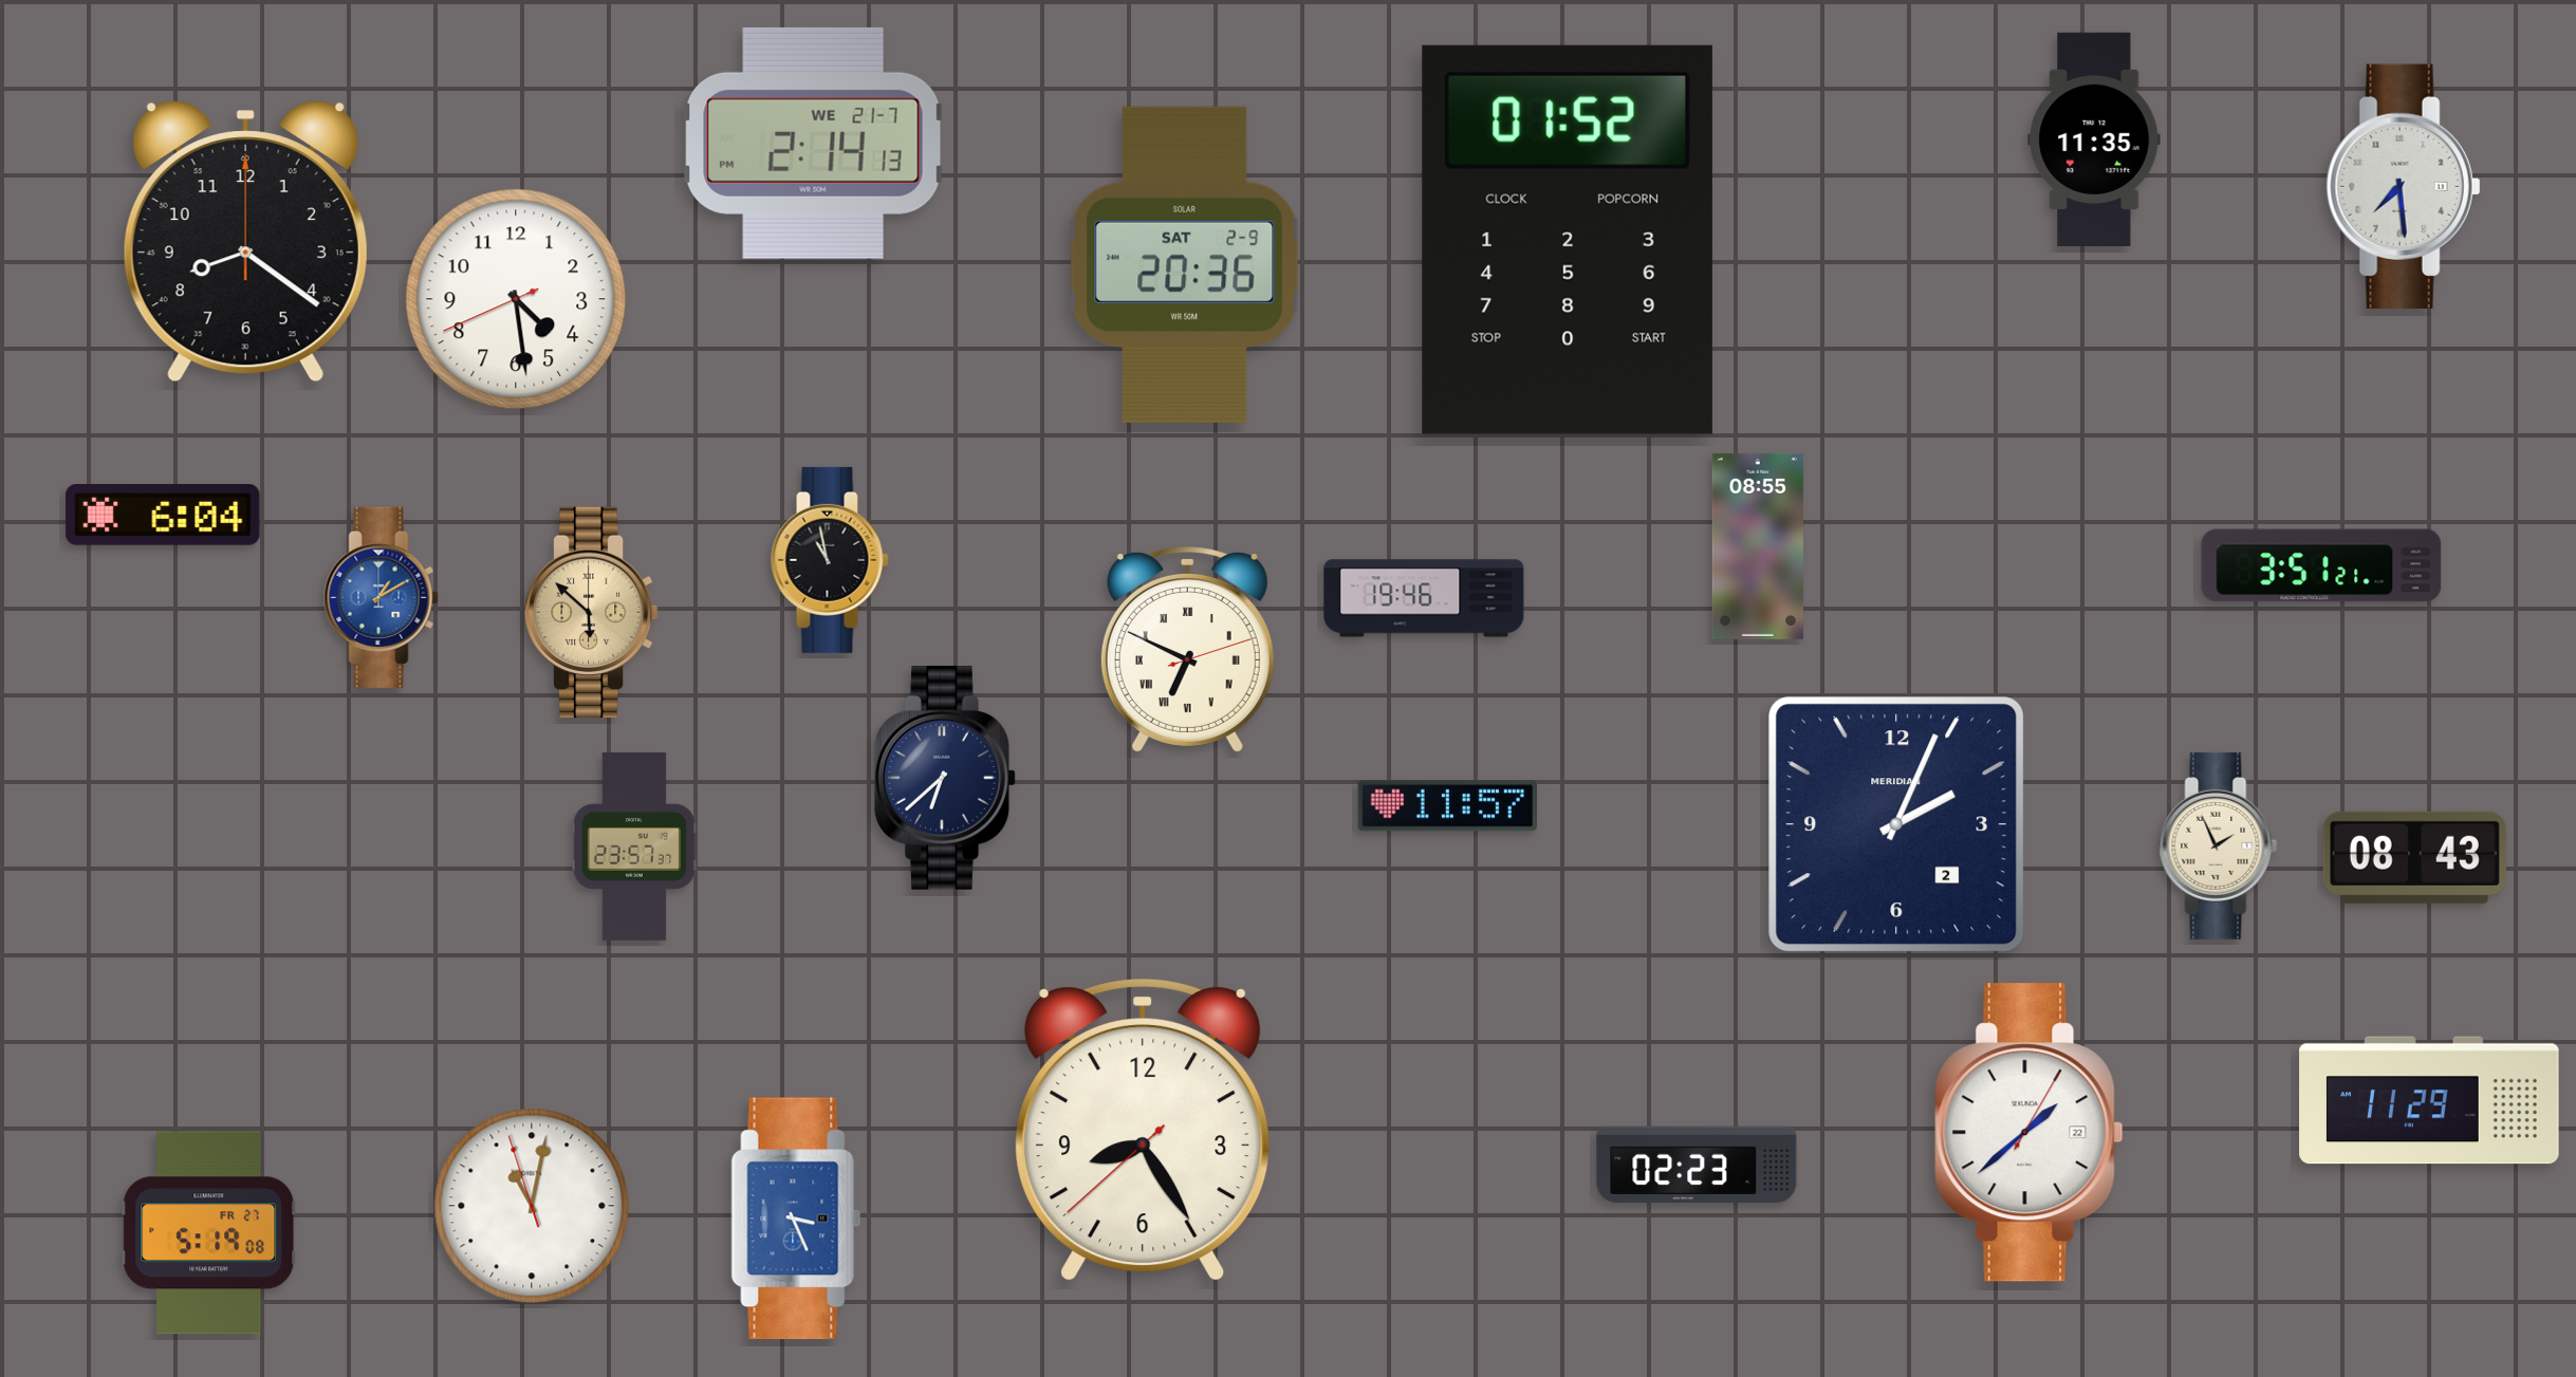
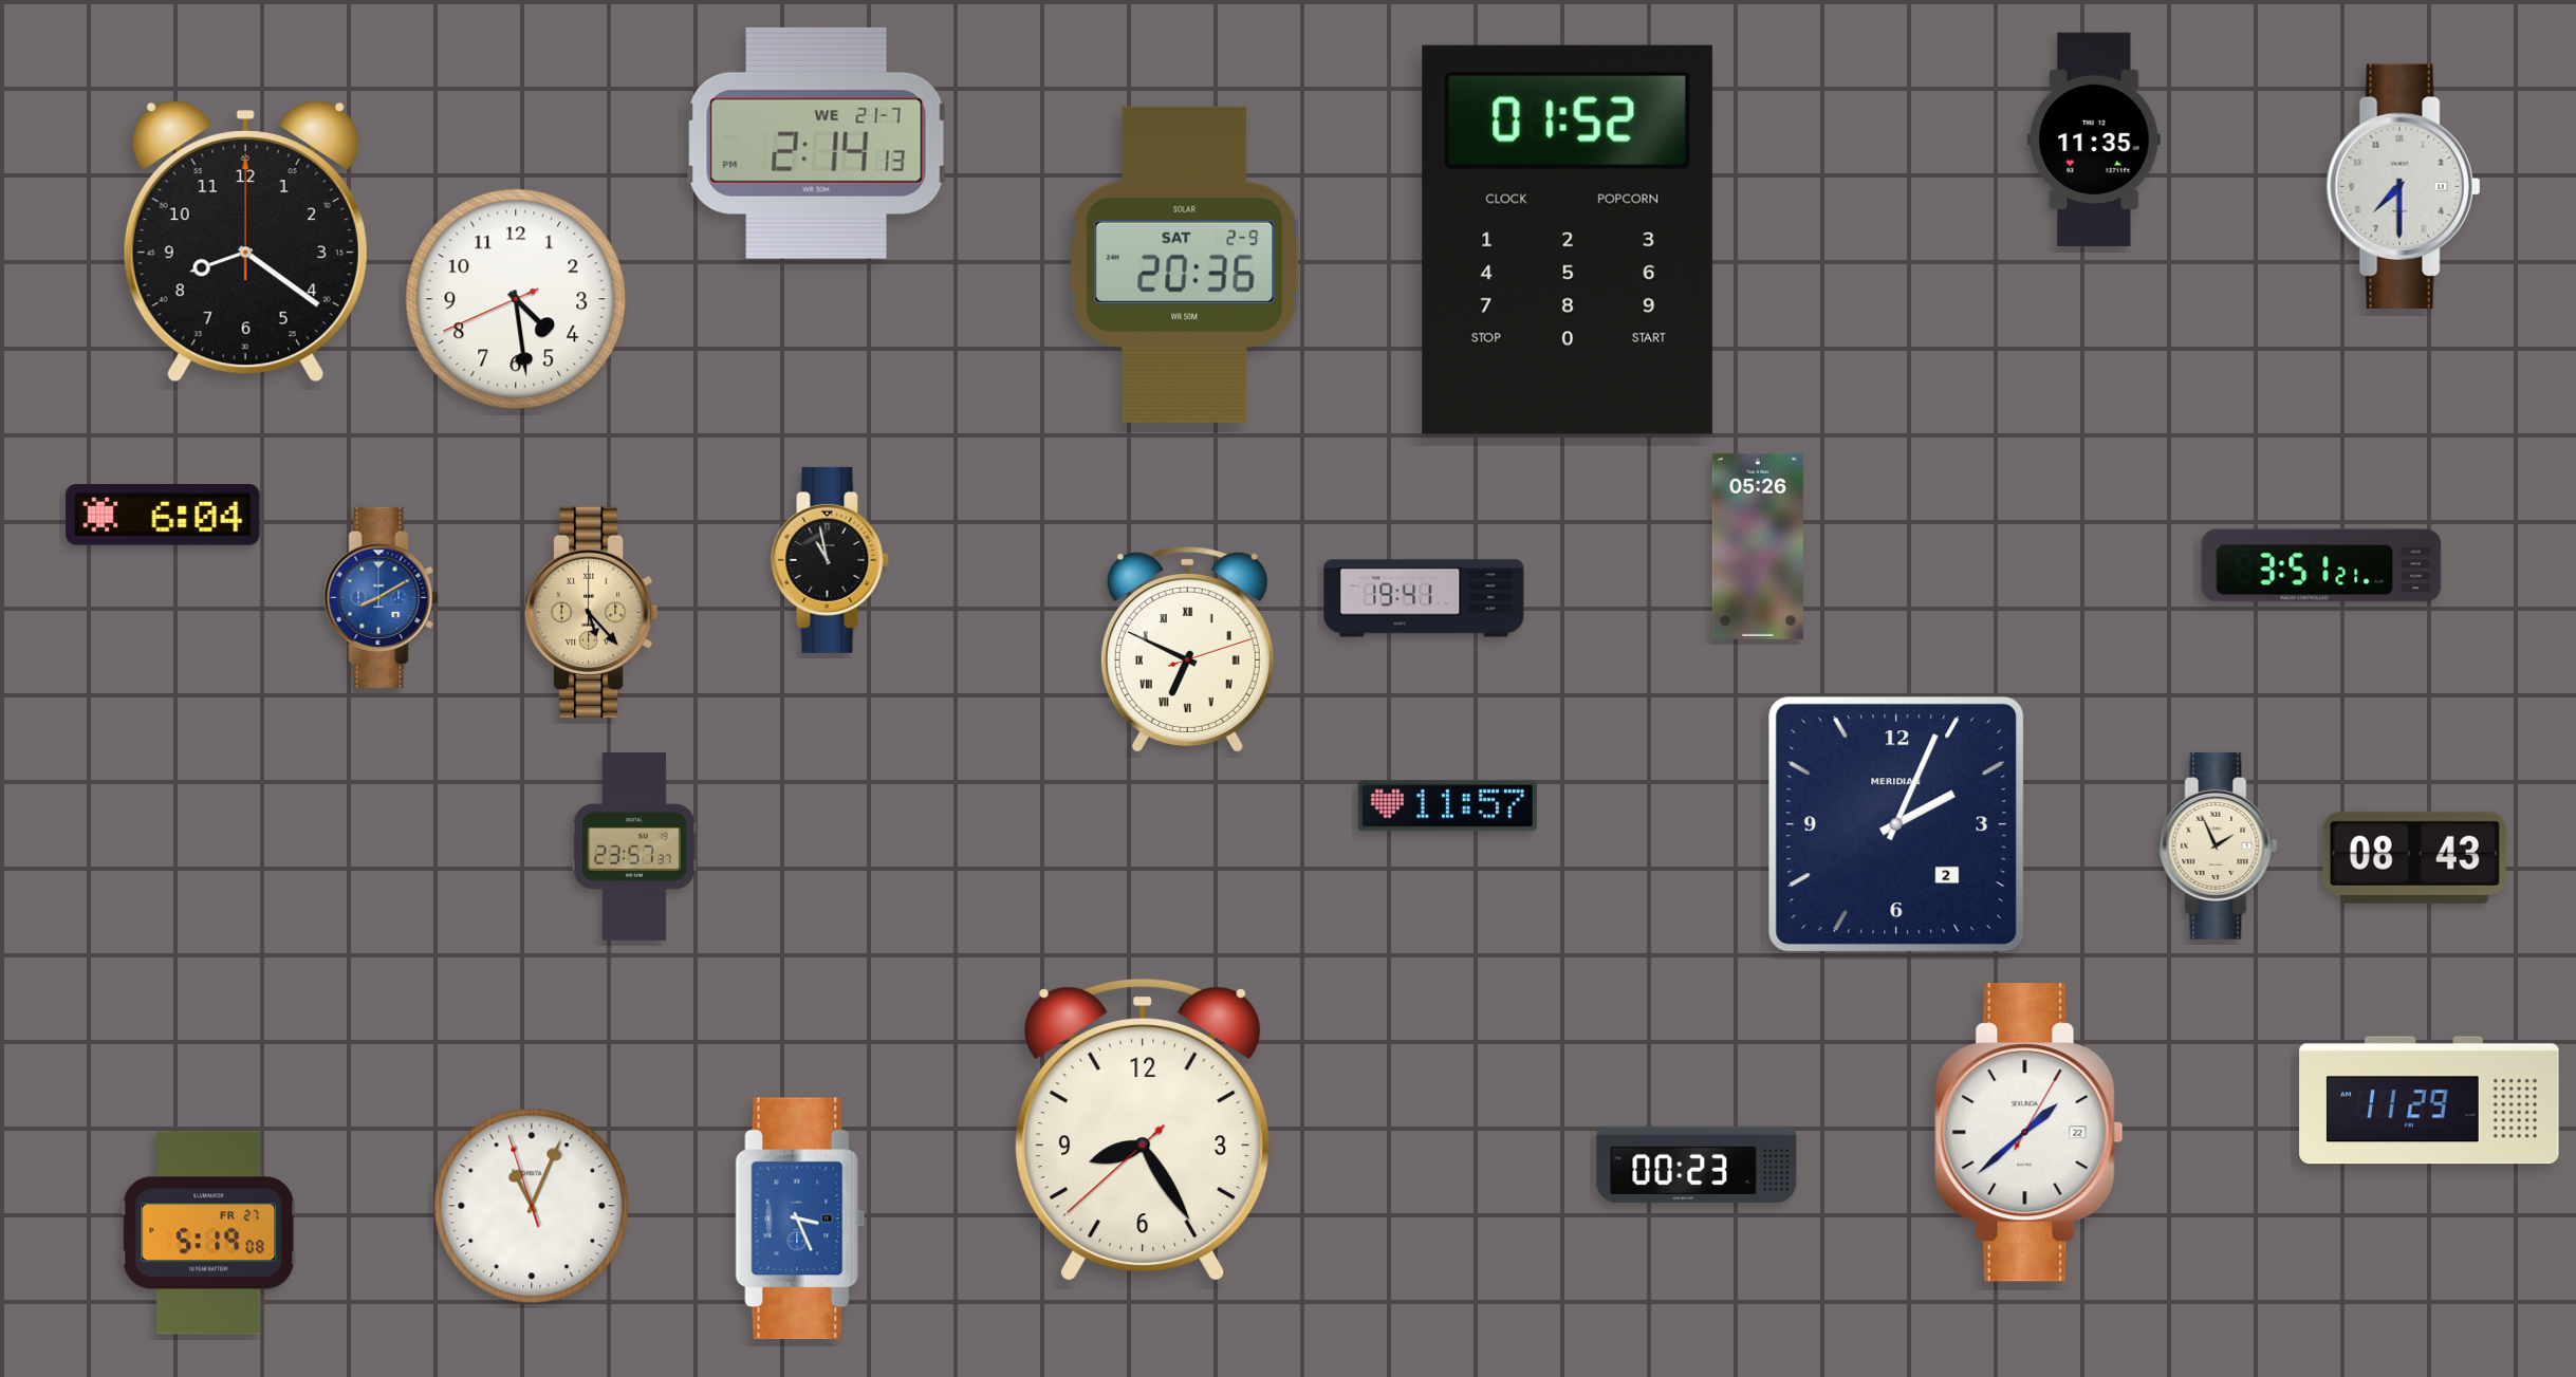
clock at (813, 143) position: (813, 143) -> (816, 143)
clock at (2404, 186): 7:29 -> 7:30
clock at (1758, 546): 08:55 -> 05:26
clock at (382, 597): 1:10 -> 8:10
clock at (1424, 598): 19:46 -> 19:41
clock at (591, 613): 5:52 -> 5:23
clock at (946, 778): 6:38 -> none
clock at (1697, 1164): 02:23 -> 00:23
clock at (532, 1206): 11:01 -> 11:03
clock at (796, 1218) position: (796, 1218) -> (800, 1218)
